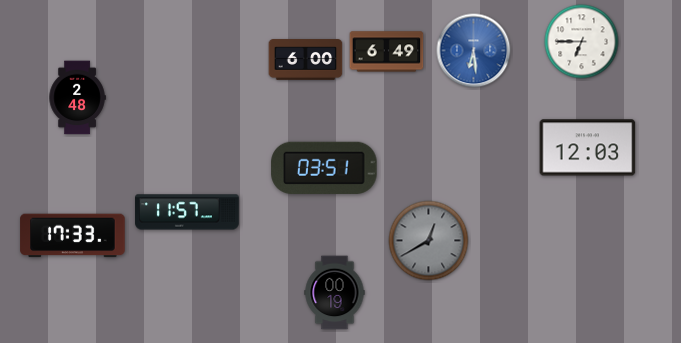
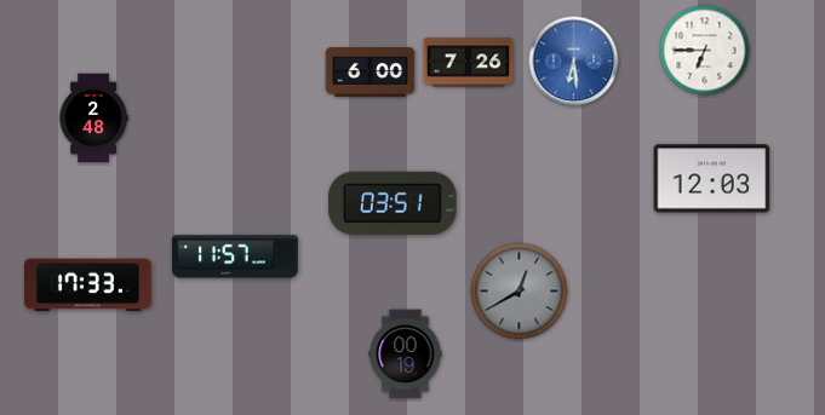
clock at (387, 52): 6:49 -> 7:26
clock at (187, 212) position: (187, 212) -> (235, 257)
